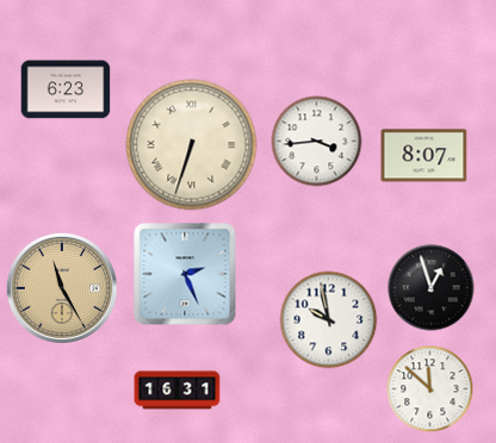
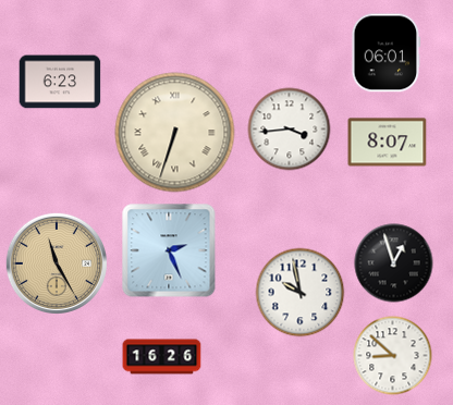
clock at (387, 53): none -> 06:01
clock at (430, 389): 11:52 -> 8:52
clock at (178, 391): 16:31 -> 16:26
